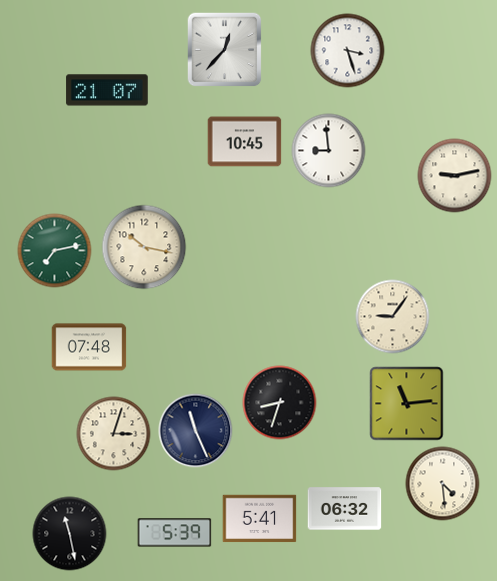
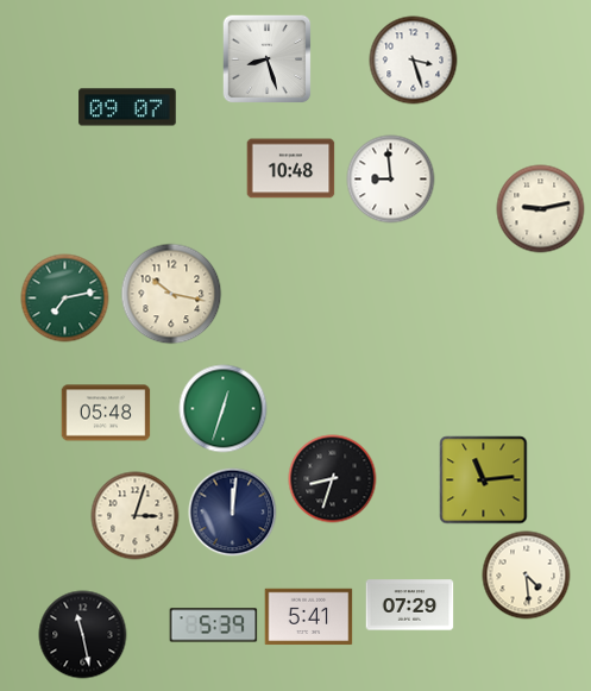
clock at (225, 50): 12:37 -> 8:27
clock at (107, 90): 21:07 -> 09:07
clock at (245, 142): 10:45 -> 10:48
clock at (393, 317): 9:06 -> none
clock at (224, 409): none -> 12:33
clock at (89, 347): 07:48 -> 05:48
clock at (196, 431): 11:26 -> 12:01
clock at (345, 509): 06:32 -> 07:29
clock at (175, 533) position: (175, 533) -> (214, 626)
